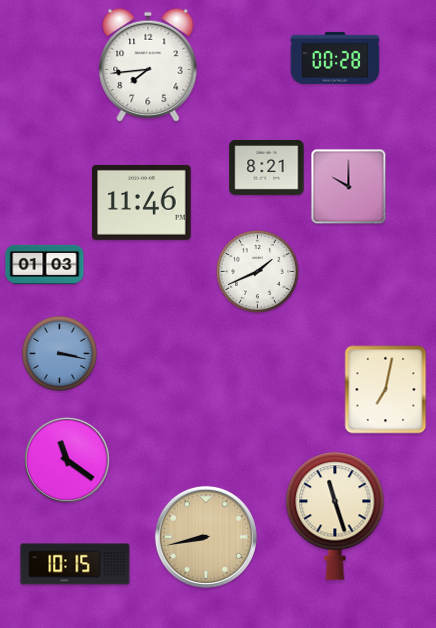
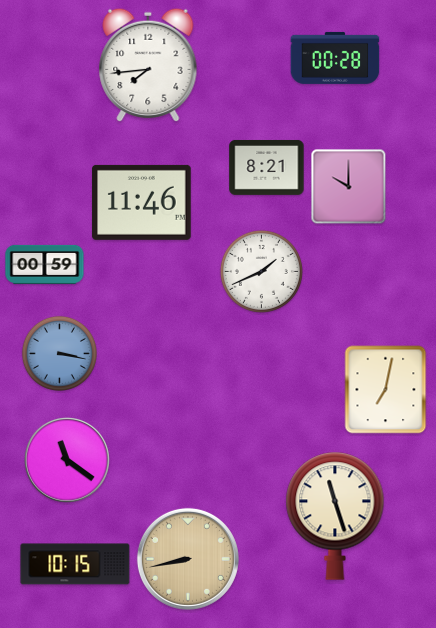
clock at (45, 264): 01:03 -> 00:59
clock at (257, 271) position: (257, 271) -> (261, 271)
clock at (206, 537) position: (206, 537) -> (188, 559)
